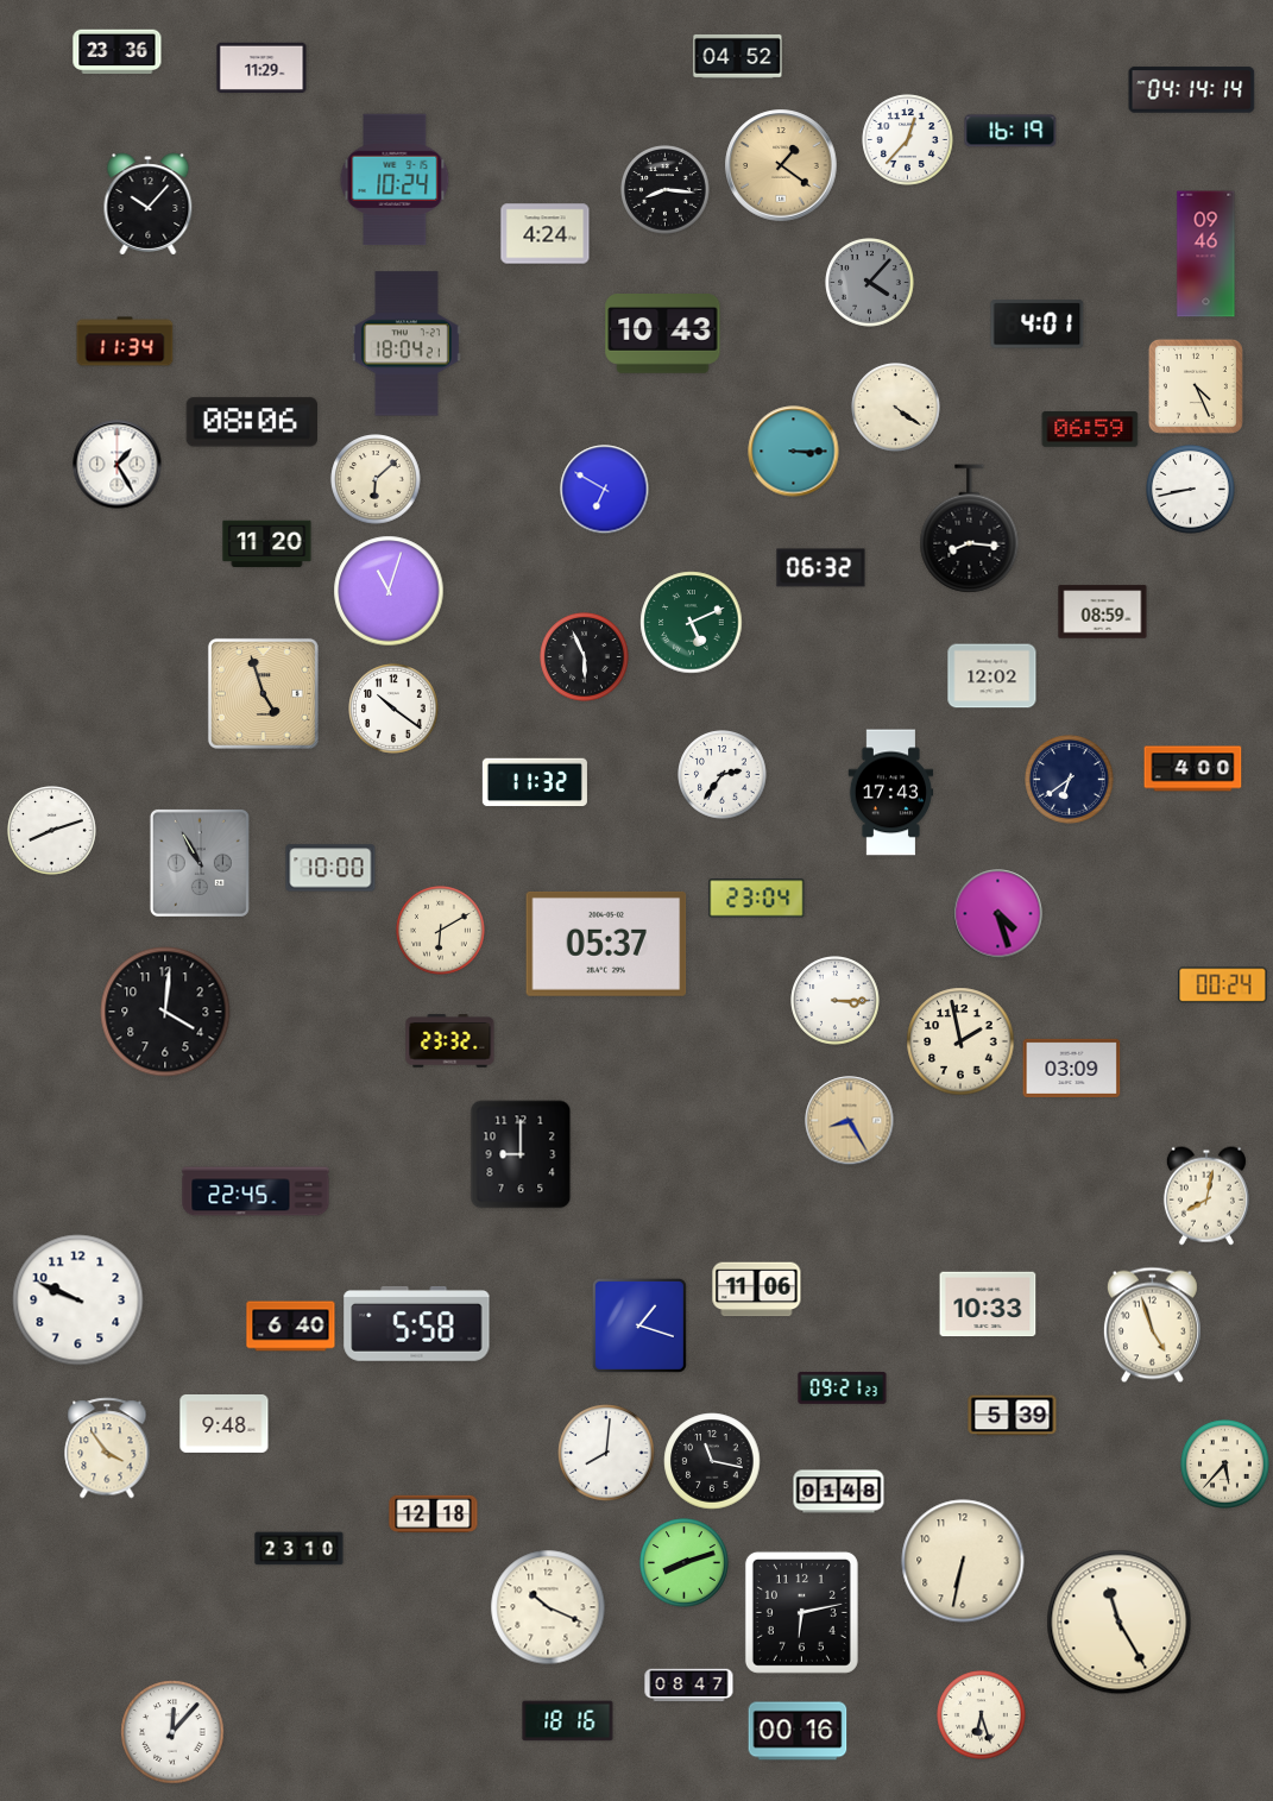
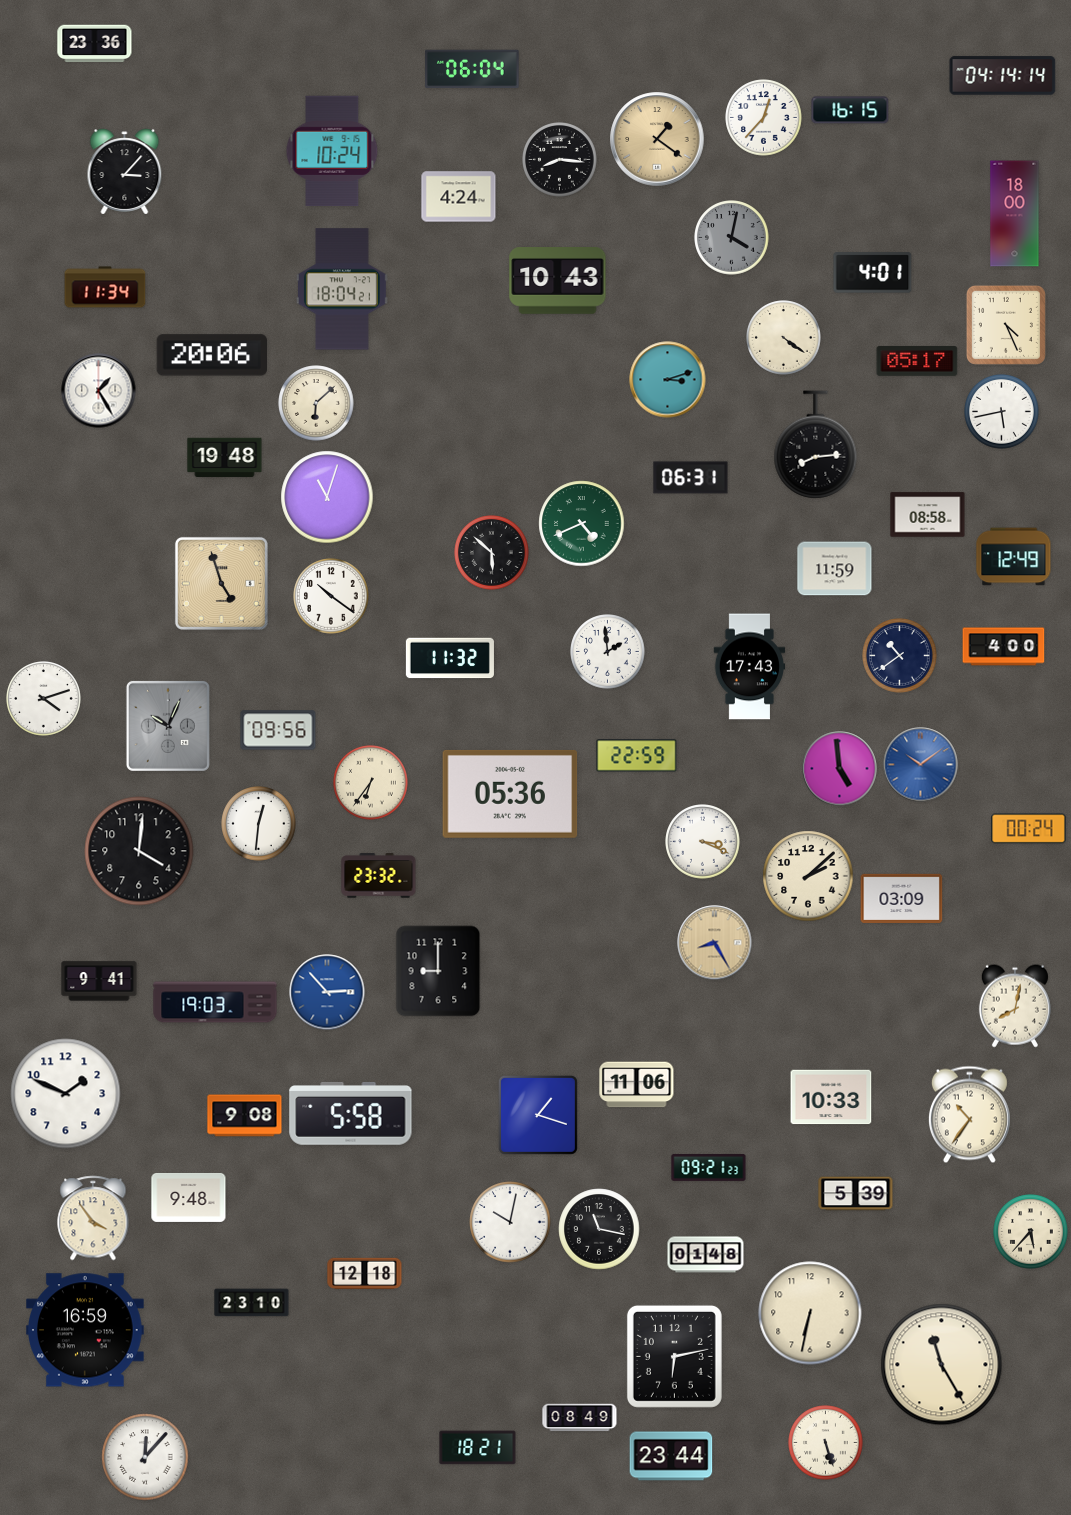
clock at (118, 52) position: (118, 52) -> (95, 44)
clock at (738, 56): 04:52 -> none
clock at (261, 67): 11:29 -> none
clock at (472, 69): none -> 06:04
clock at (1010, 131): 16:19 -> 16:15
clock at (149, 204): 10:07 -> 3:07
clock at (1206, 254): 09:46 -> 18:00
clock at (870, 283): 4:07 -> 4:02
clock at (896, 408) position: (896, 408) -> (784, 338)
clock at (252, 422): 08:06 -> 20:06
clock at (1090, 429): 06:59 -> 05:17
clock at (794, 452): 3:15 -> 3:12
clock at (605, 490): 6:50 -> none
clock at (1191, 490): 8:43 -> 5:43
clock at (970, 529): 8:16 -> 8:14
clock at (267, 544): 11:20 -> 19:48
clock at (821, 568): 06:32 -> 06:31
clock at (1103, 612): 08:59 -> 08:58
clock at (692, 623): 5:11 -> 4:41
clock at (585, 657): 5:56 -> 5:52
clock at (1014, 557): none -> 12:49
clock at (992, 676): 12:02 -> 11:59
clock at (723, 775): 2:36 -> 1:59
clock at (1070, 780): 6:39 -> 10:39
clock at (52, 831): 8:12 -> 4:12
clock at (200, 863): 10:55 -> 10:04
clock at (330, 868): 10:00 -> 09:56
clock at (757, 899): 23:04 -> 22:59
clock at (921, 765): none -> 10:09
clock at (998, 914): 4:27 -> 4:59
clock at (441, 931): 6:10 -> 6:36
clock at (606, 944): 05:37 -> 05:36
clock at (259, 824): none -> 12:31
clock at (836, 1001): 3:15 -> 3:19
clock at (960, 1041): 1:58 -> 2:08
clock at (99, 981): none -> 9:41
clock at (327, 992): none -> 2:53
clock at (256, 1191): 22:45 -> 19:03
clock at (78, 1301): 9:49 -> 1:49
clock at (1152, 1325): 4:57 -> 10:36
clock at (291, 1327): 6:40 -> 9:08
clock at (1013, 1416) position: (1013, 1416) -> (856, 1194)
clock at (107, 1448) position: (107, 1448) -> (93, 1218)
clock at (606, 1453): 8:01 -> 10:02
clock at (685, 1563): 8:12 -> none
clock at (86, 1330): none -> 16:59
clock at (548, 1607): 10:19 -> none
clock at (689, 1686): 08:47 -> 08:49
clock at (982, 1715): 6:27 -> 5:27
clock at (568, 1721): 18:16 -> 18:21
clock at (798, 1731): 00:16 -> 23:44
